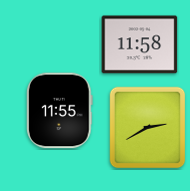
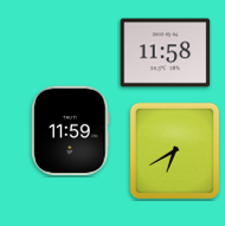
clock at (60, 111): 11:55 -> 11:59
clock at (148, 128): 2:40 -> 6:40
